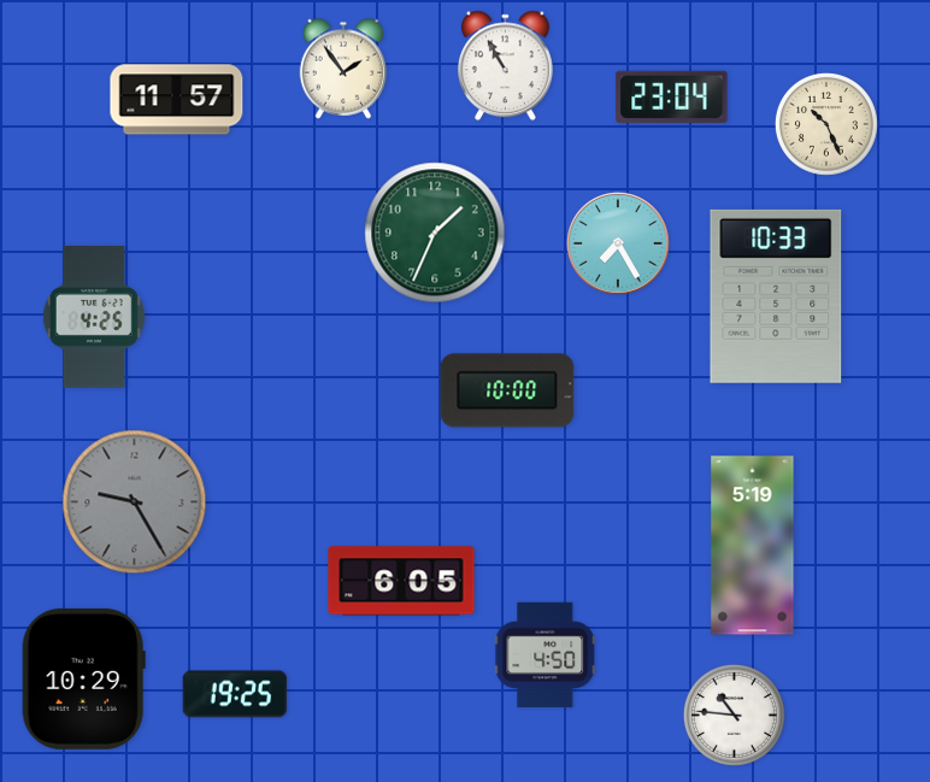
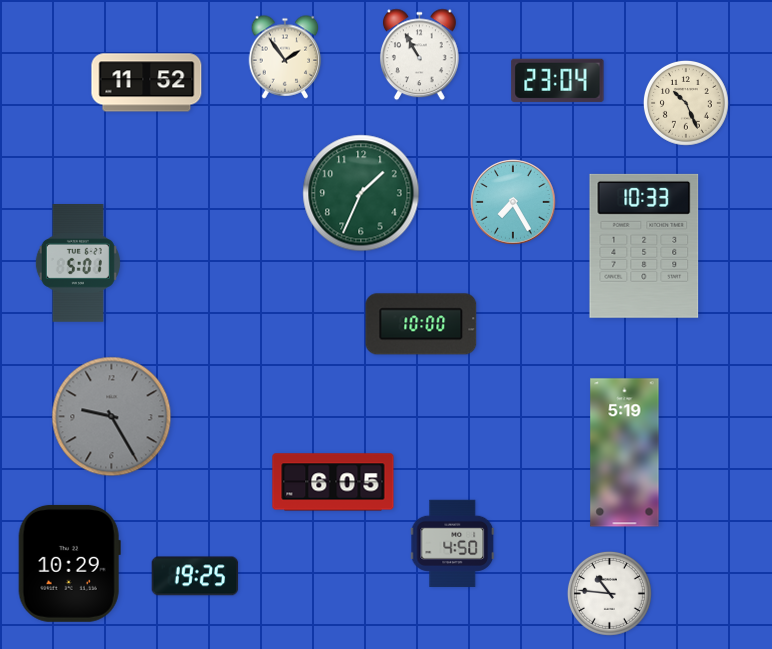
clock at (177, 100): 11:57 -> 11:52
clock at (94, 317): 4:25 -> 5:01
